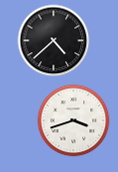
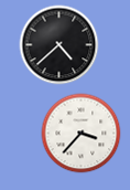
clock at (74, 121): 3:42 -> 3:37
